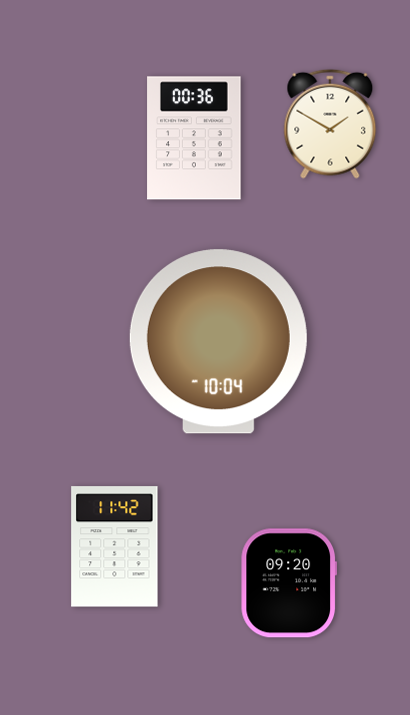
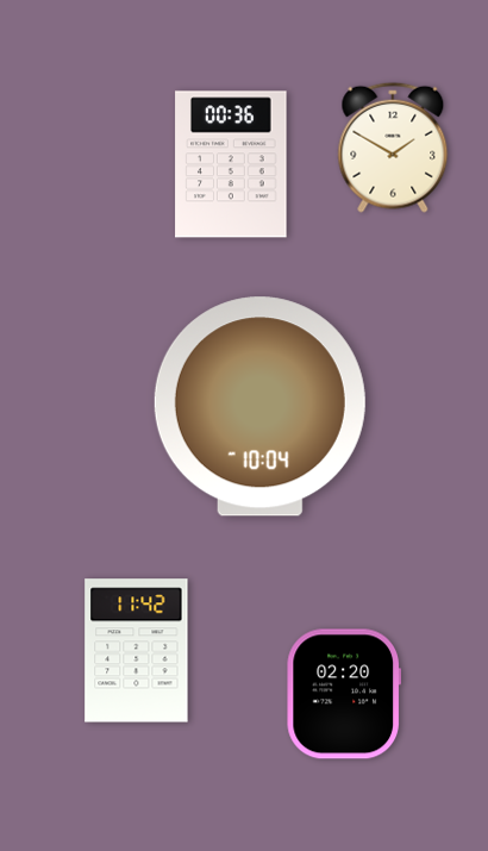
clock at (288, 583): 09:20 -> 02:20
